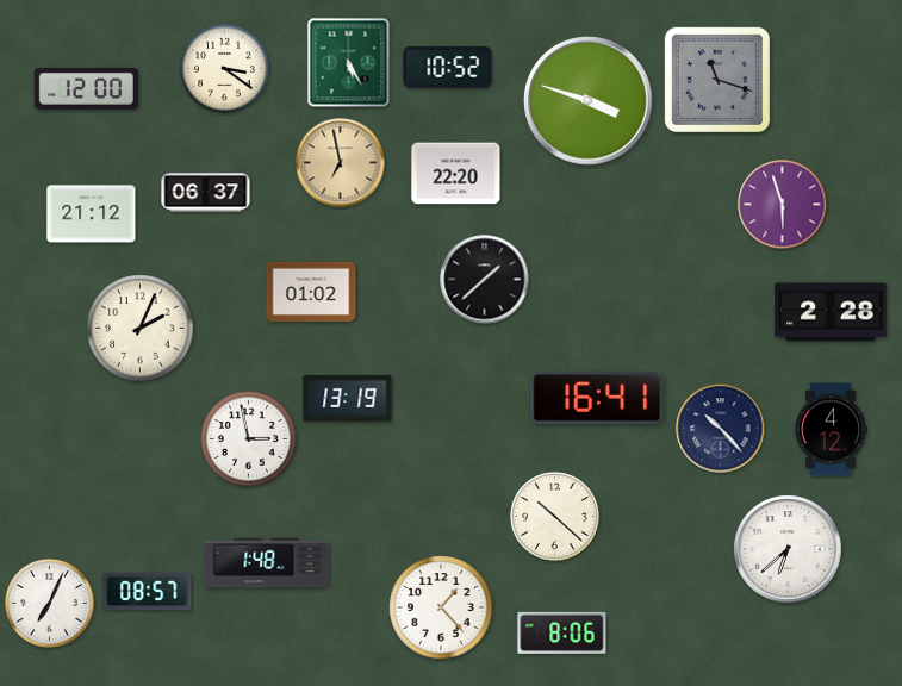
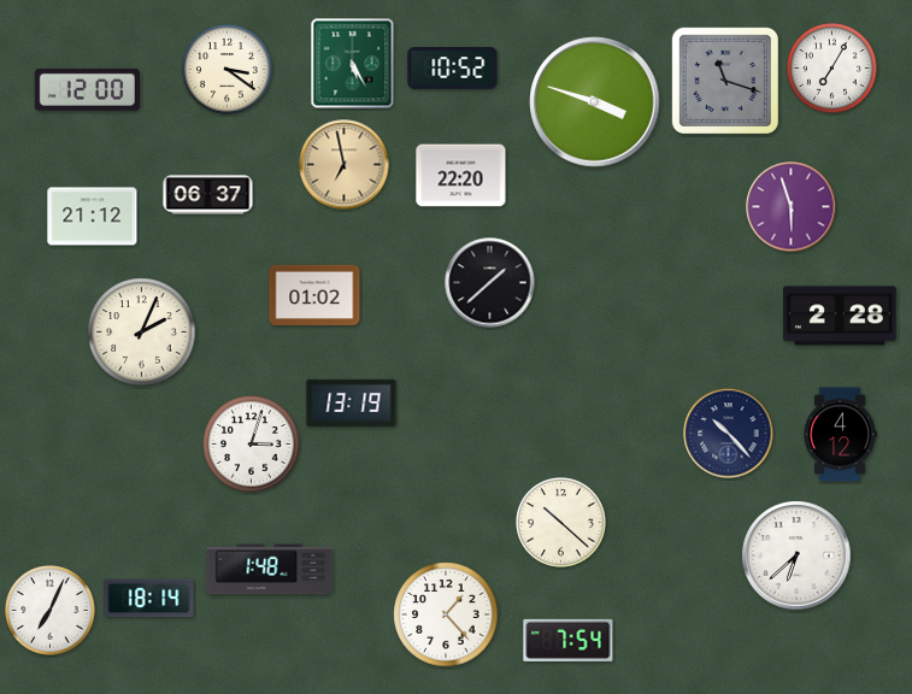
clock at (832, 69): none -> 7:05
clock at (597, 398): 16:41 -> none
clock at (249, 439): 2:58 -> 3:03
clock at (148, 592): 08:57 -> 18:14
clock at (562, 632): 8:06 -> 7:54
